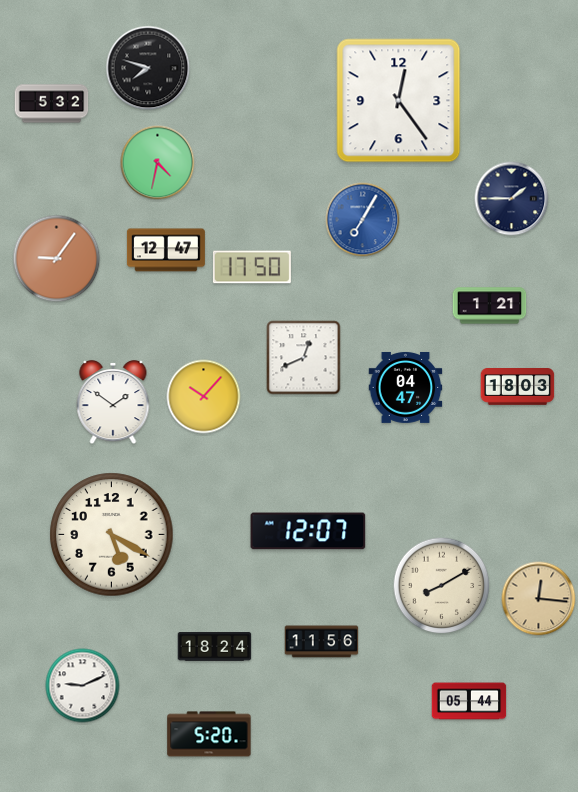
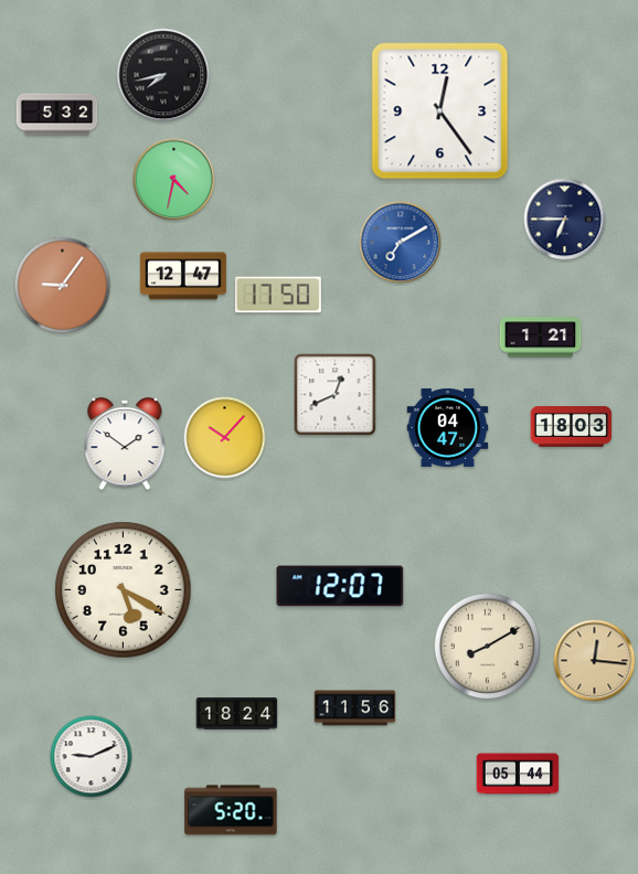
clock at (148, 68): 7:48 -> 7:43
clock at (512, 199): 1:45 -> 6:45
clock at (363, 220): 7:05 -> 7:10
